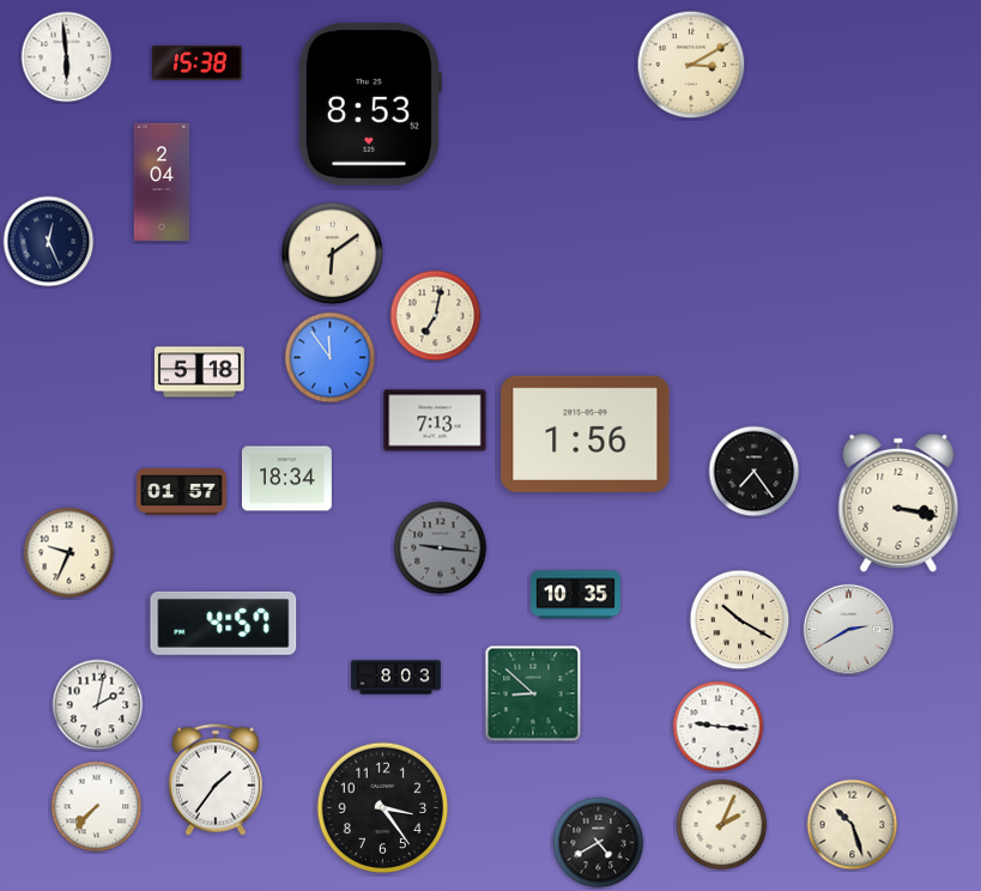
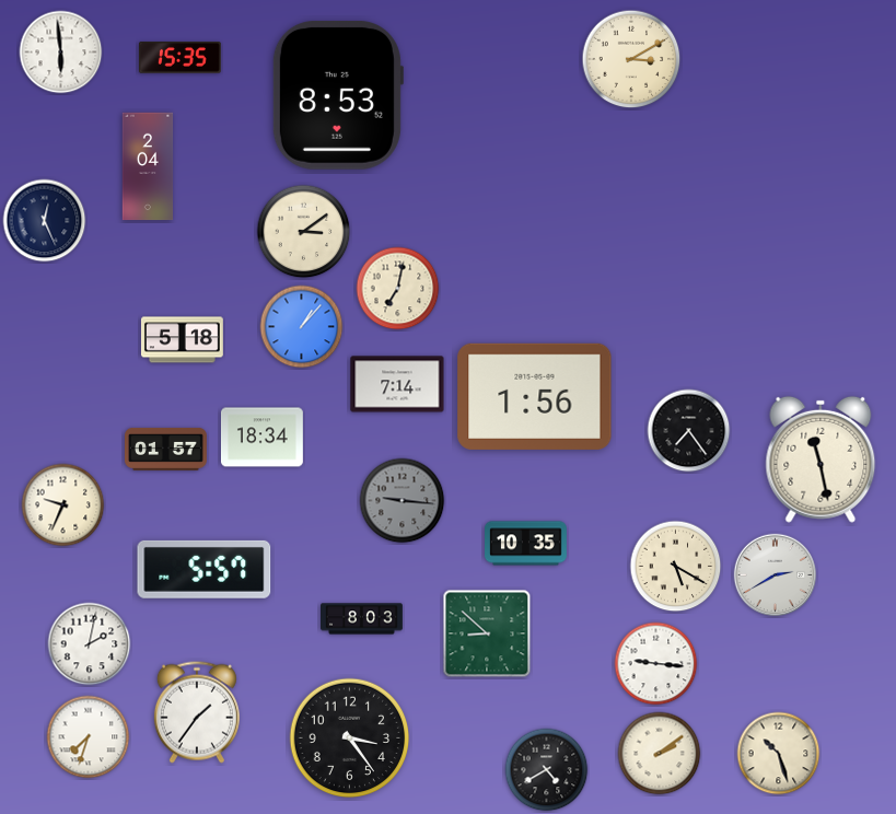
clock at (196, 63): 15:38 -> 15:35
clock at (333, 254): 6:09 -> 3:09
clock at (331, 358): 11:54 -> 1:07
clock at (435, 420): 7:13 -> 7:14
clock at (898, 503): 3:17 -> 11:28
clock at (740, 620): 10:20 -> 5:20
clock at (224, 623): 4:57 -> 5:57
clock at (97, 807): 7:37 -> 7:33
clock at (722, 825): 2:04 -> 2:09
